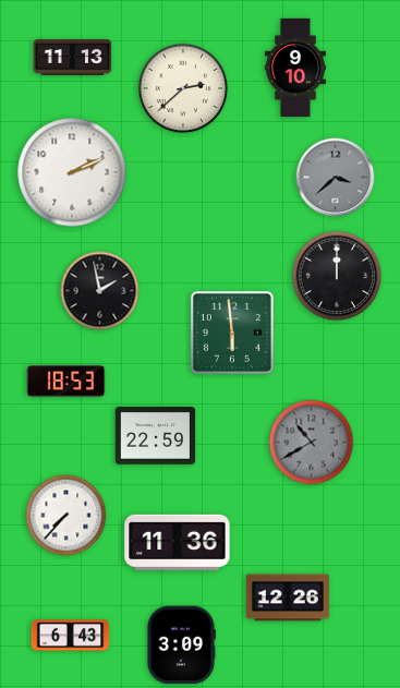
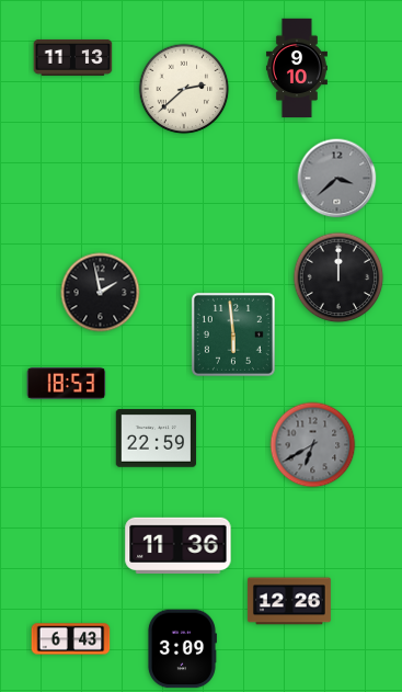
clock at (72, 172): 2:11 -> none
clock at (312, 443): 10:40 -> 6:40
clock at (66, 516): 7:37 -> none
